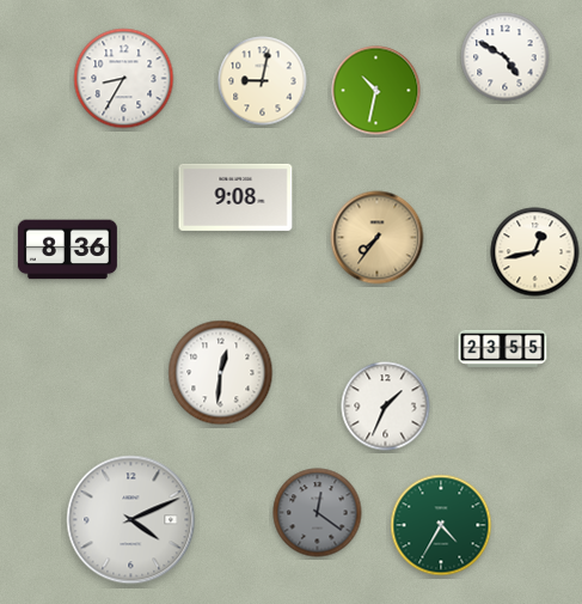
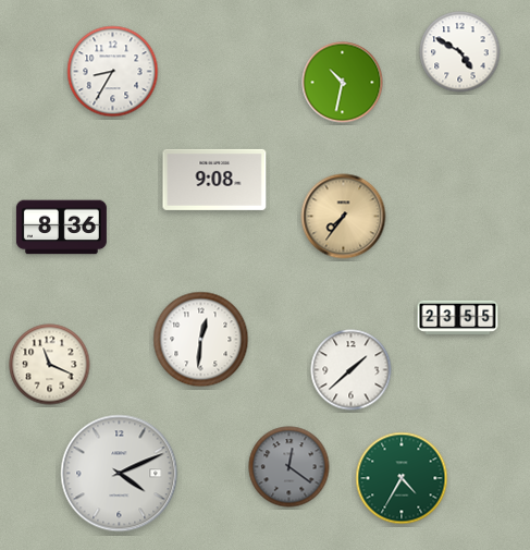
clock at (263, 81): 9:02 -> none
clock at (535, 252): 12:43 -> none
clock at (50, 365): none -> 11:19
clock at (386, 407): 1:34 -> 1:38
